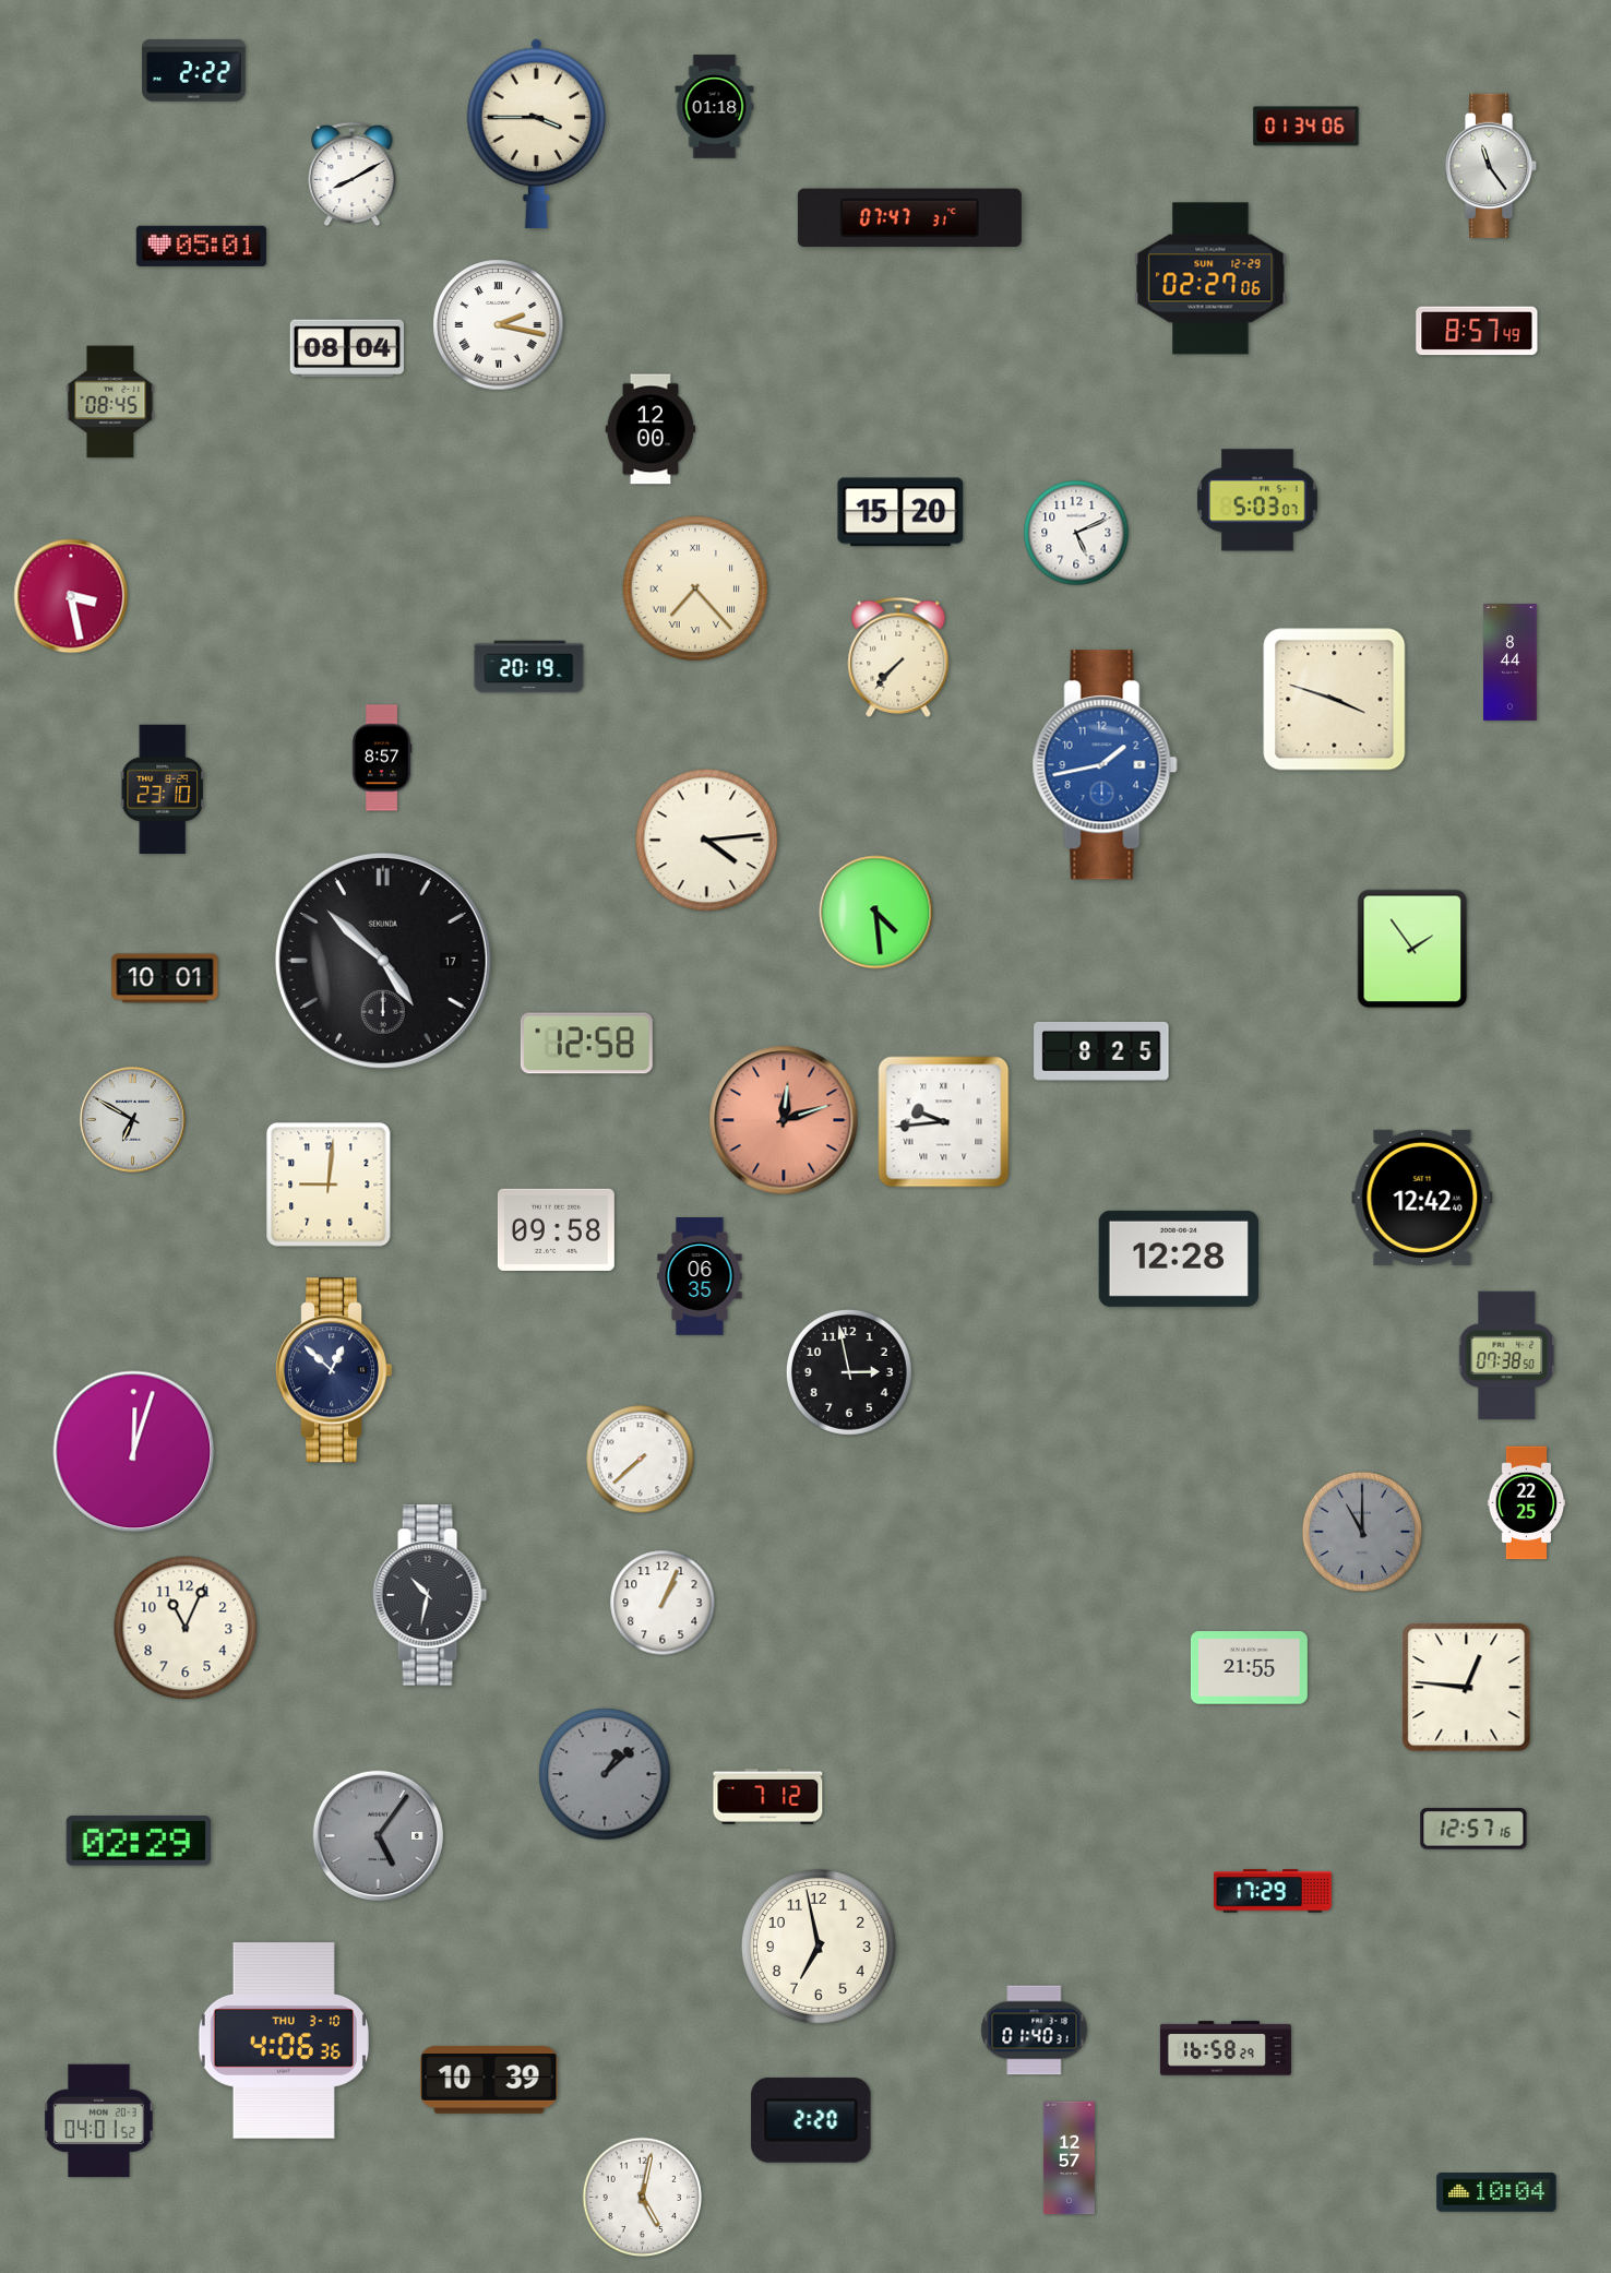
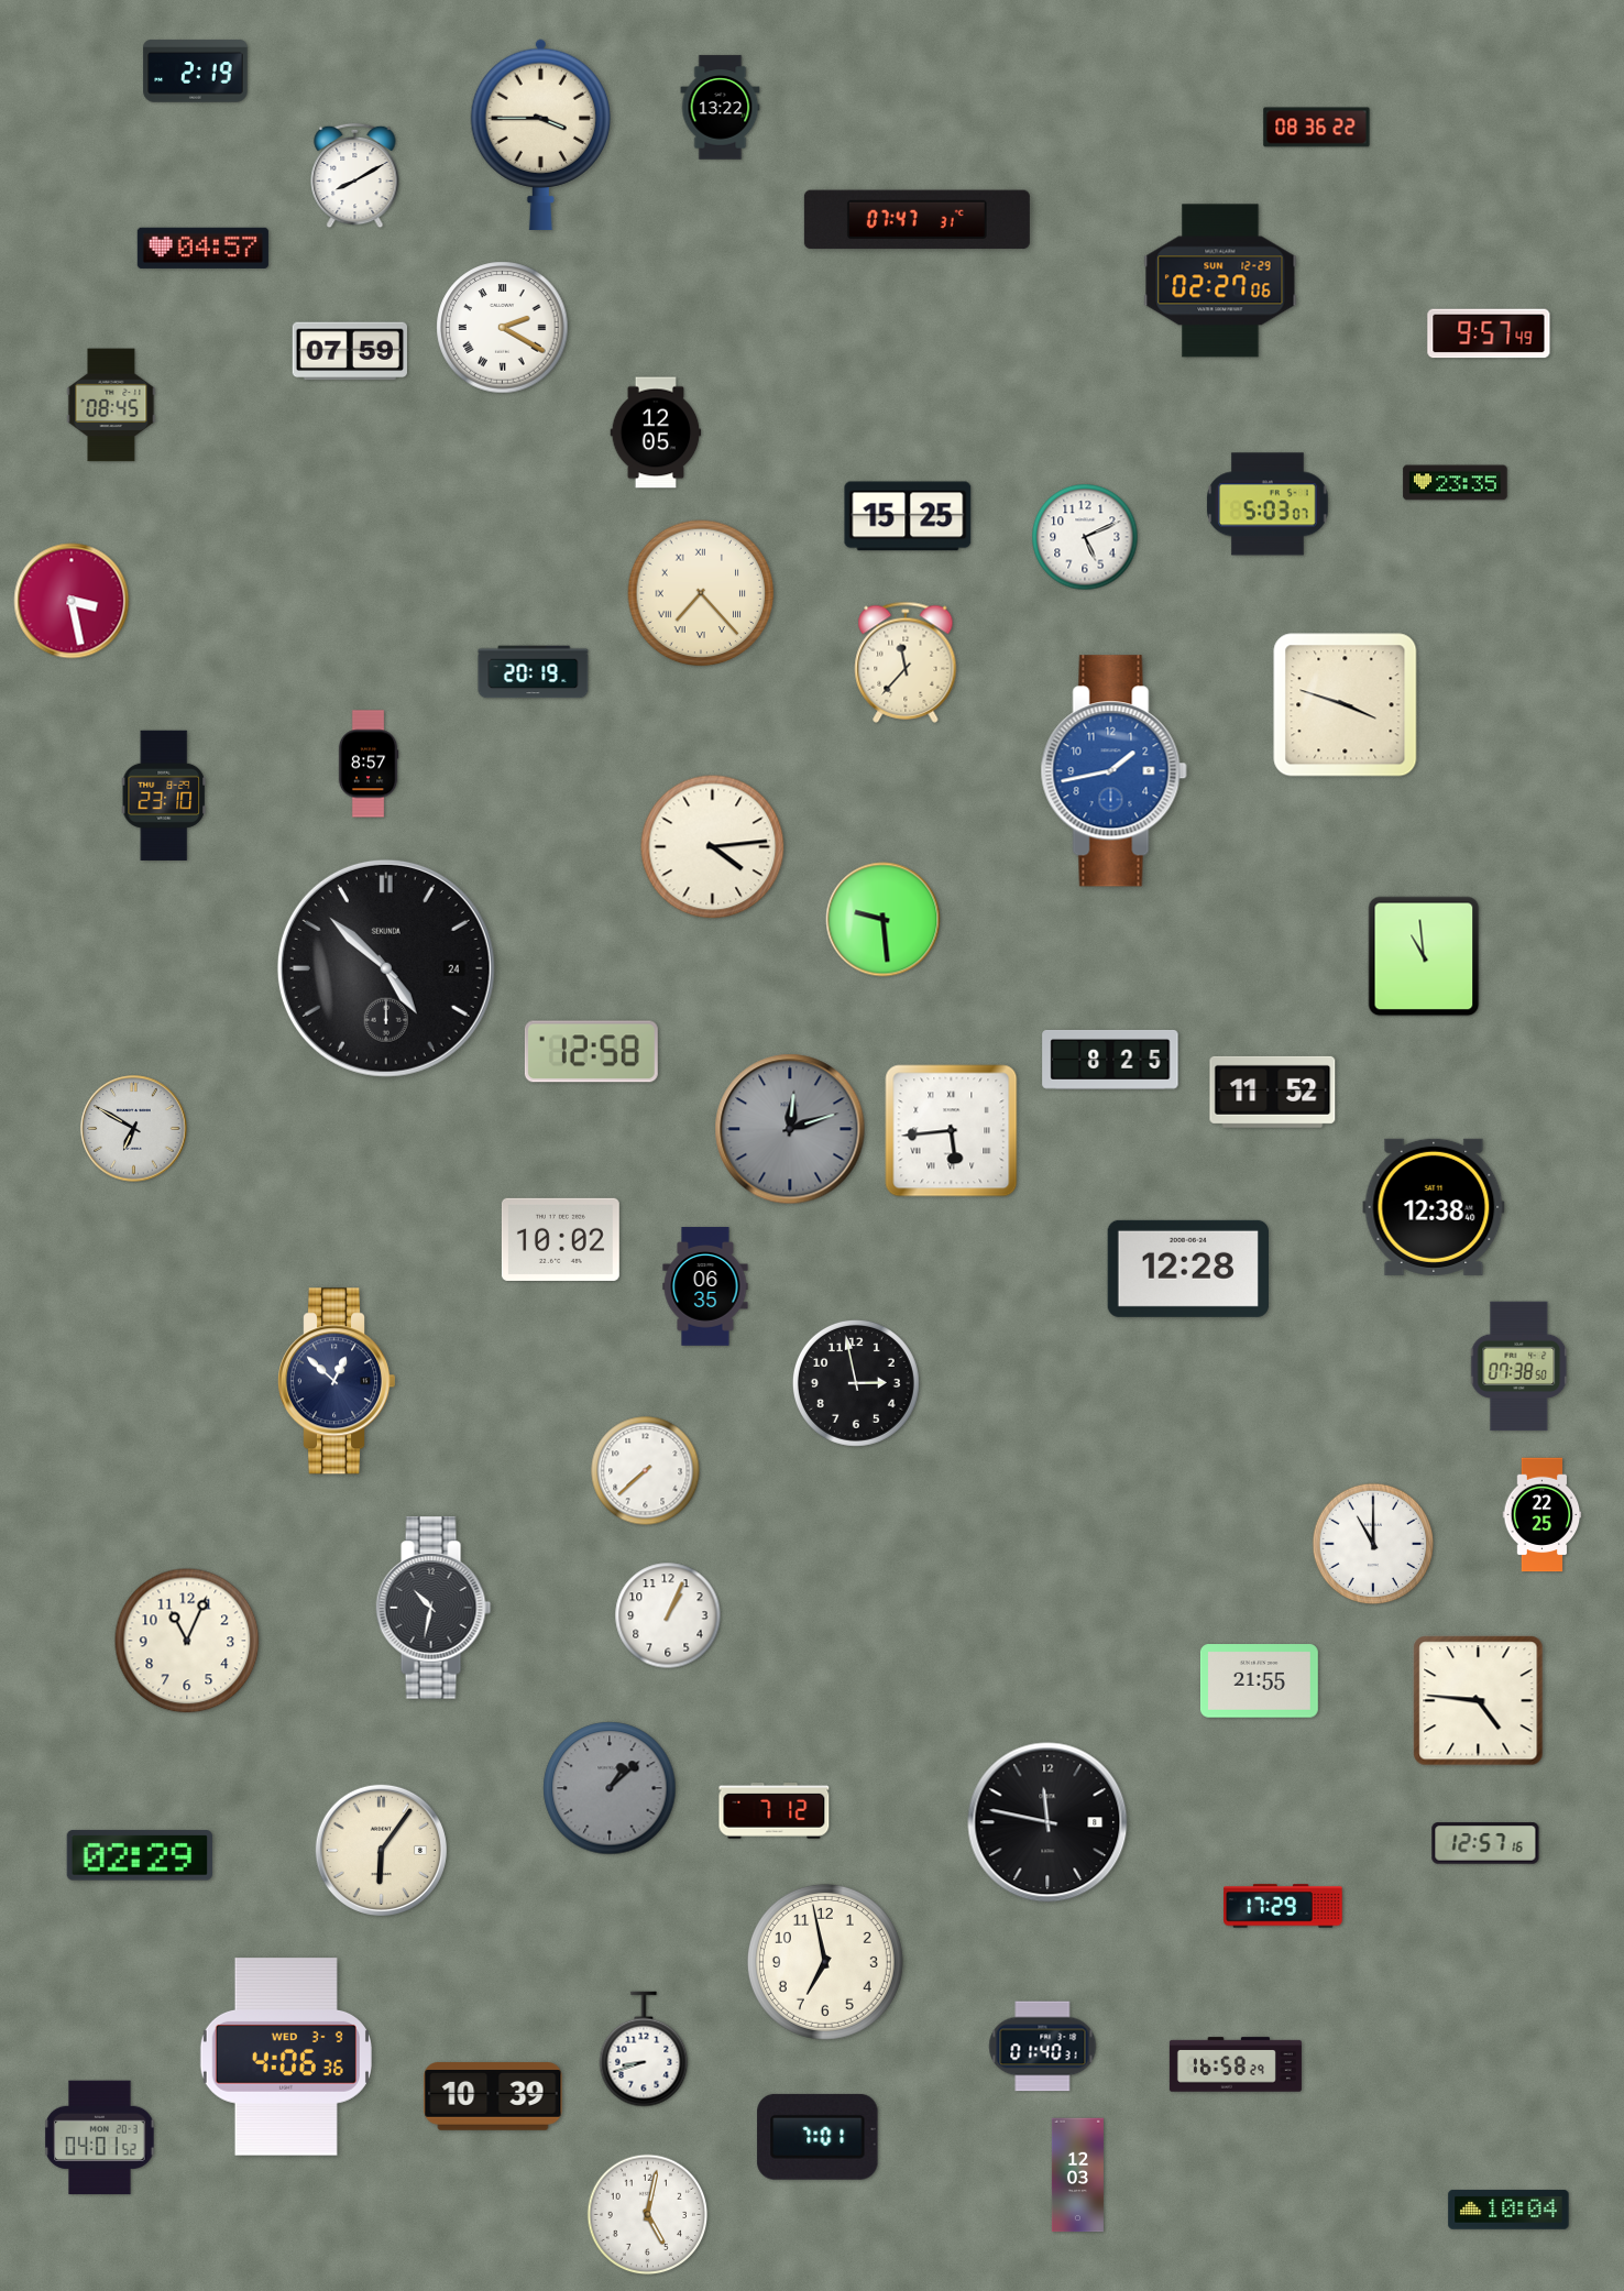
clock at (194, 71): 2:22 -> 2:19
clock at (715, 107): 01:18 -> 13:22
clock at (1306, 127): 01:34 -> 08:36
clock at (1491, 165): 11:24 -> none
clock at (201, 246): 05:01 -> 04:57
clock at (499, 325): 2:17 -> 2:20
clock at (1477, 331): 8:57 -> 9:57
clock at (347, 348): 08:04 -> 07:59
clock at (651, 429): 12:00 -> 12:05
clock at (1456, 483): none -> 23:35
clock at (900, 512): 15:20 -> 15:25
clock at (898, 657): 7:37 -> 11:37
clock at (1511, 663): 8:44 -> none
clock at (382, 758) position: (382, 758) -> (369, 764)
clock at (876, 913): 4:29 -> 9:29
clock at (1412, 949): 1:54 -> 10:59
clock at (383, 961) date: 17 -> 24
clock at (165, 978): 10:01 -> none
clock at (1273, 1092): none -> 11:52
clock at (784, 1120) dial: salmon -> grey
clock at (944, 1122): 9:44 -> 5:44
clock at (329, 1185): 9:01 -> none
clock at (1422, 1198): 12:42 -> 12:38
clock at (556, 1229): 09:58 -> 10:02
clock at (134, 1452): 12:03 -> none
clock at (1527, 1503) position: (1527, 1503) -> (1543, 1515)
clock at (1362, 1532) dial: grey -> white
clock at (1467, 1688): 12:46 -> 4:46
clock at (1047, 1822): none -> 11:47
clock at (378, 1835): 5:06 -> 6:06
clock at (378, 1835) dial: grey -> cream
clock at (644, 2049): none -> 8:42
clock at (284, 2040) date: THU 3-10 -> WED 3-9
clock at (811, 2120): 2:20 -> 7:01
clock at (1069, 2158): 12:57 -> 12:03
